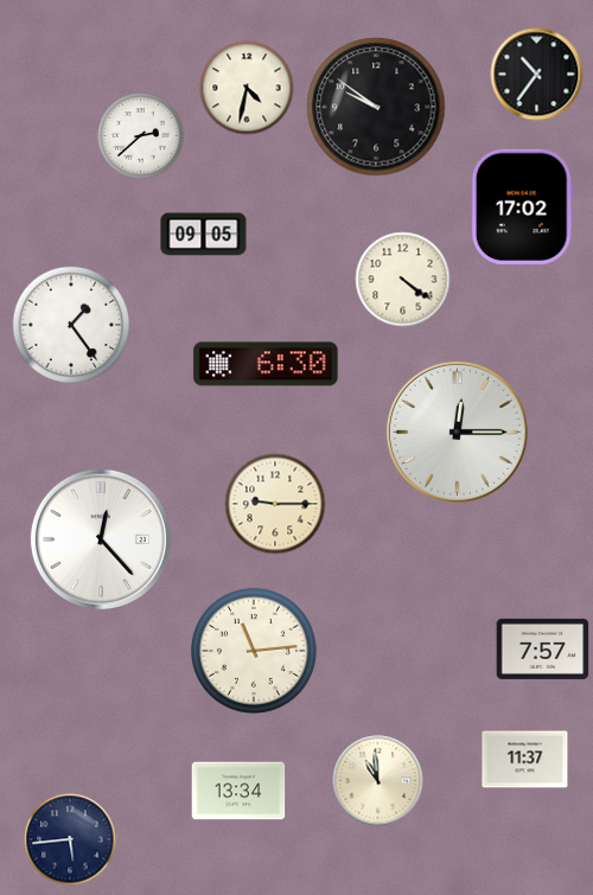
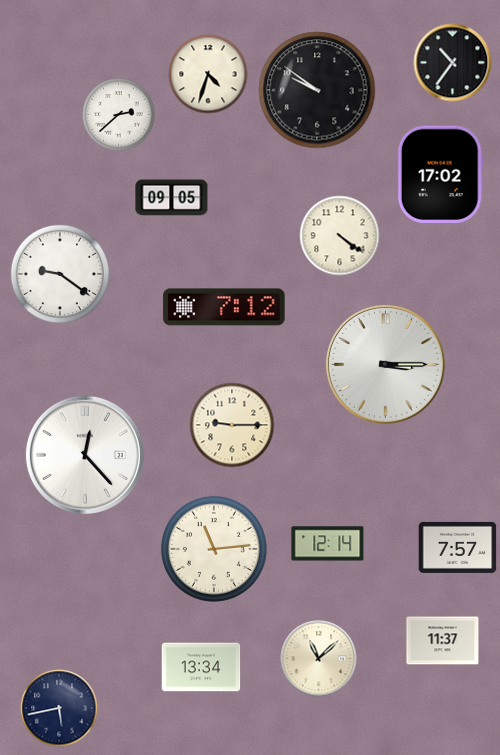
clock at (247, 88): 4:32 -> 4:33
clock at (71, 325): 1:24 -> 9:21
clock at (266, 364): 6:30 -> 7:12
clock at (457, 431): 12:15 -> 3:15
clock at (328, 544): none -> 12:14
clock at (378, 781): 10:59 -> 11:08
clock at (70, 839): 5:44 -> 5:43
